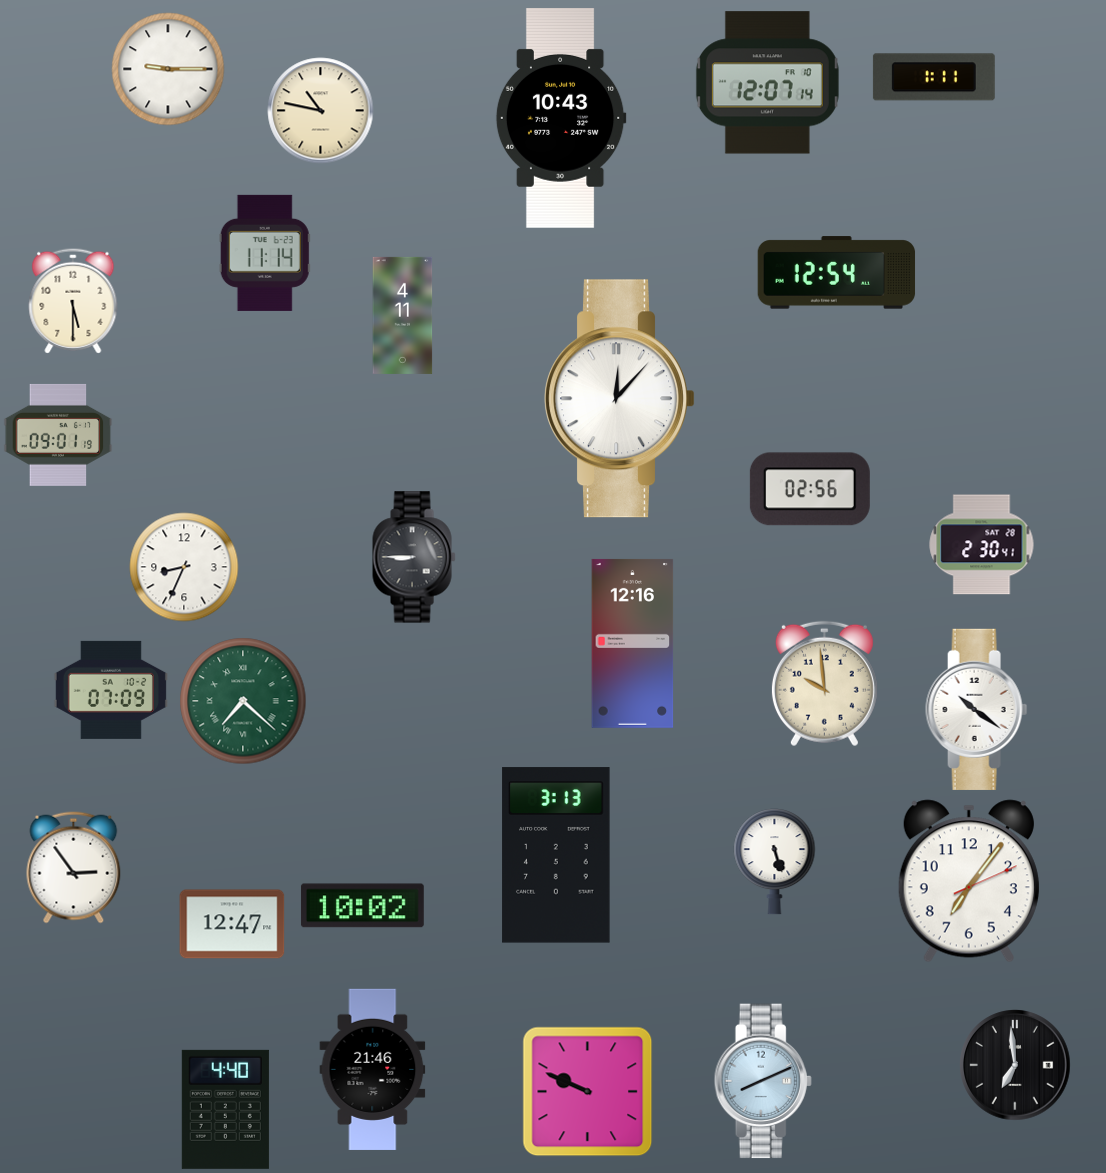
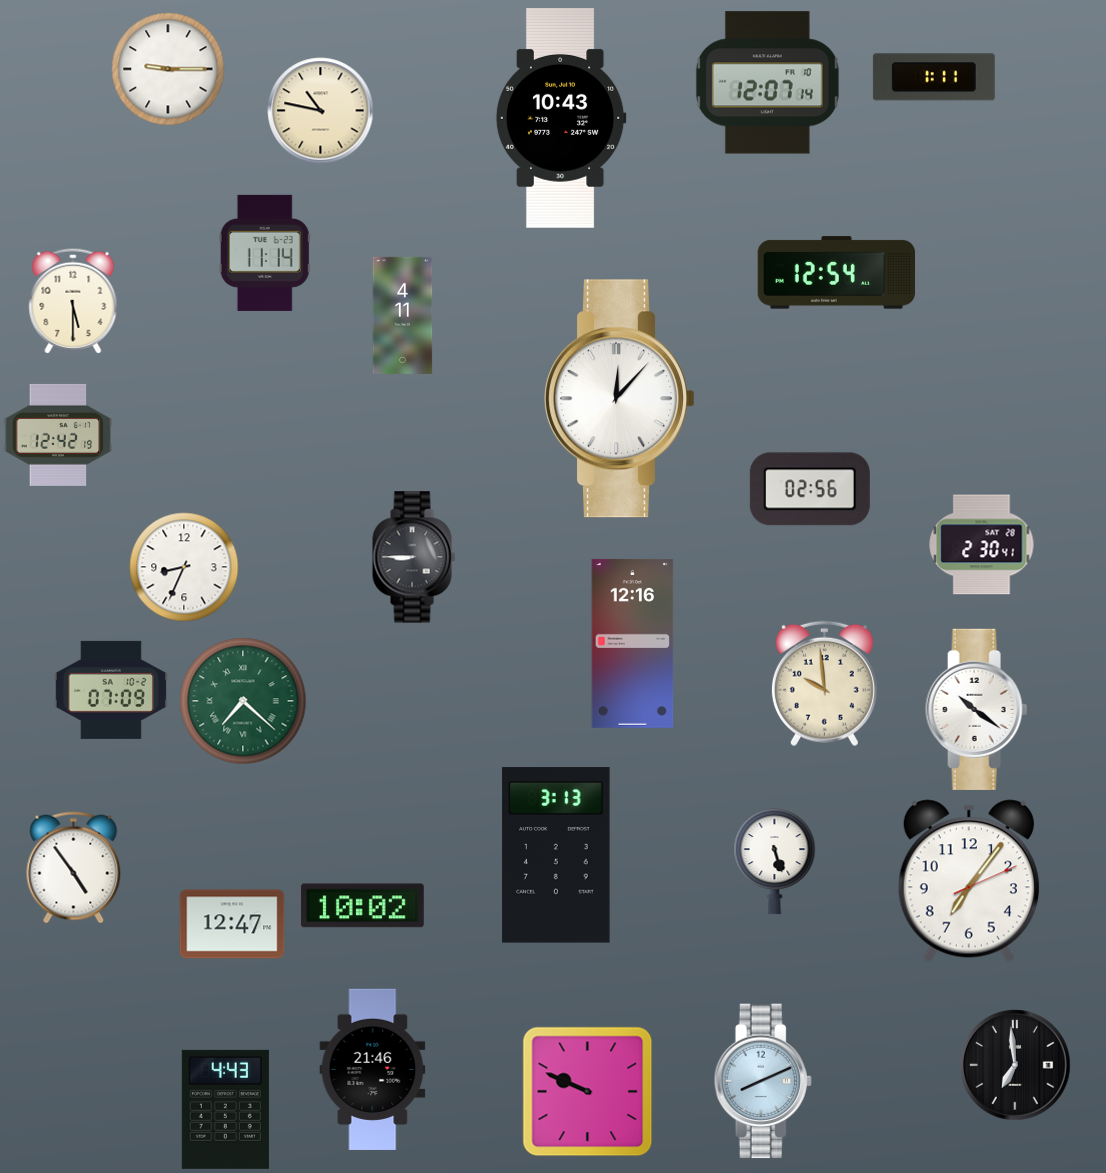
clock at (58, 435): 09:01 -> 12:42
clock at (74, 868): 2:54 -> 4:54
clock at (225, 1109): 4:40 -> 4:43
